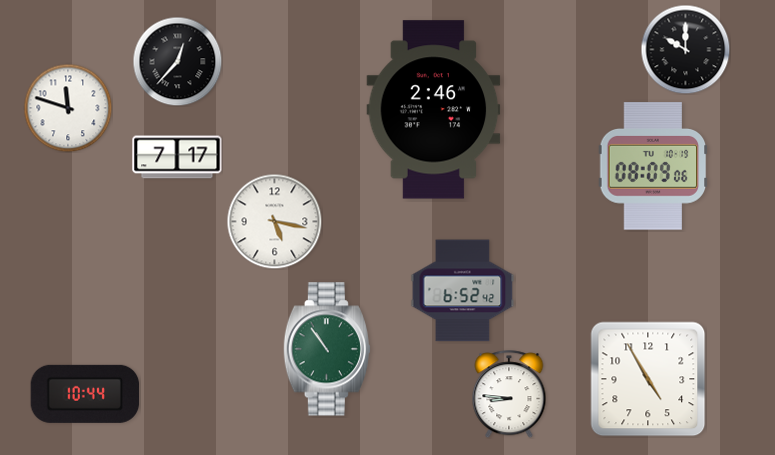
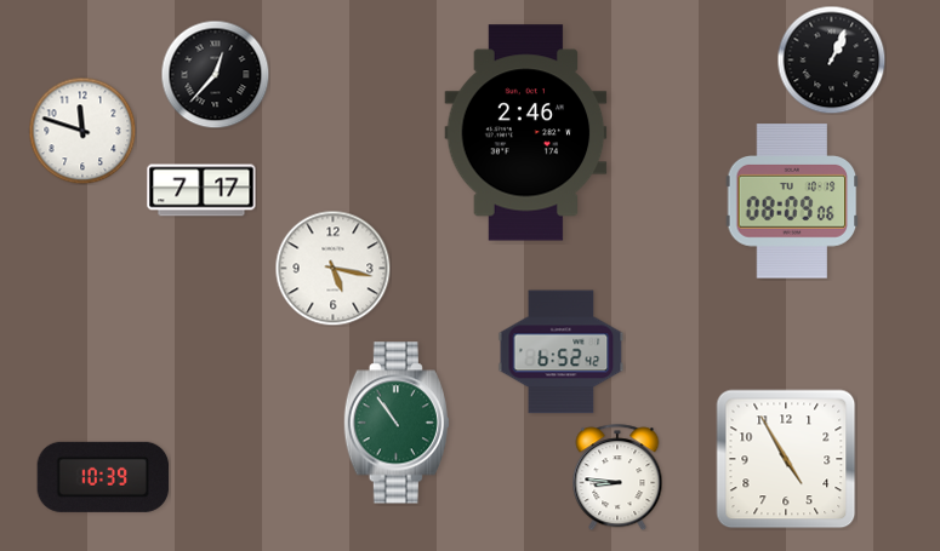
clock at (685, 49): 10:00 -> 1:04
clock at (177, 157) position: (177, 157) -> (201, 190)
clock at (85, 394): 10:44 -> 10:39
